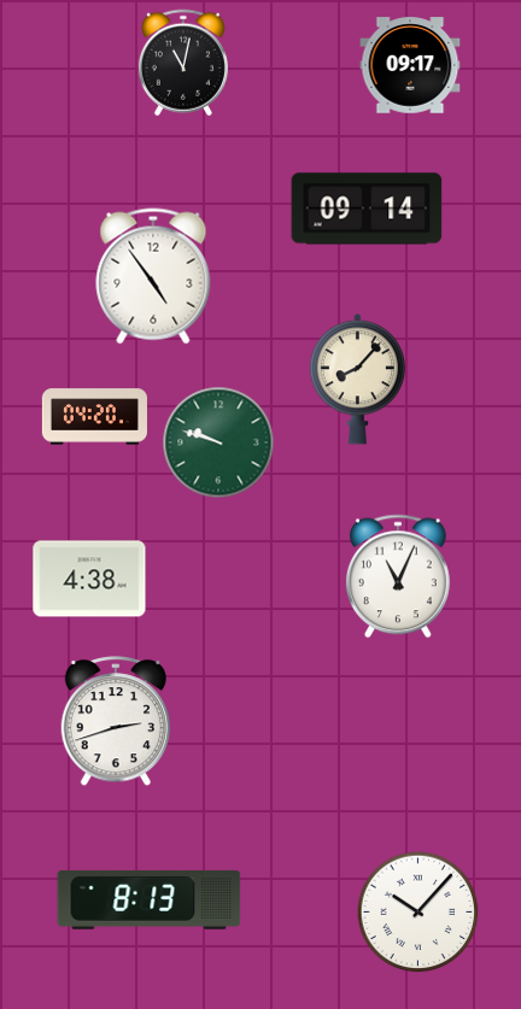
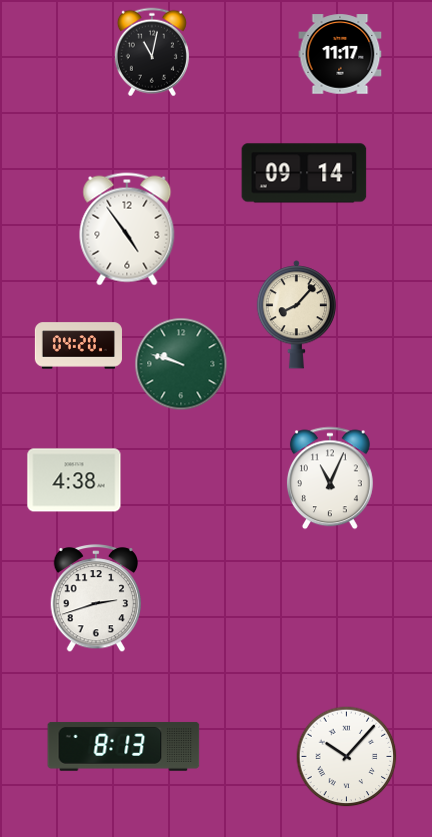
clock at (410, 65): 09:17 -> 11:17
clock at (218, 442) position: (218, 442) -> (181, 364)
